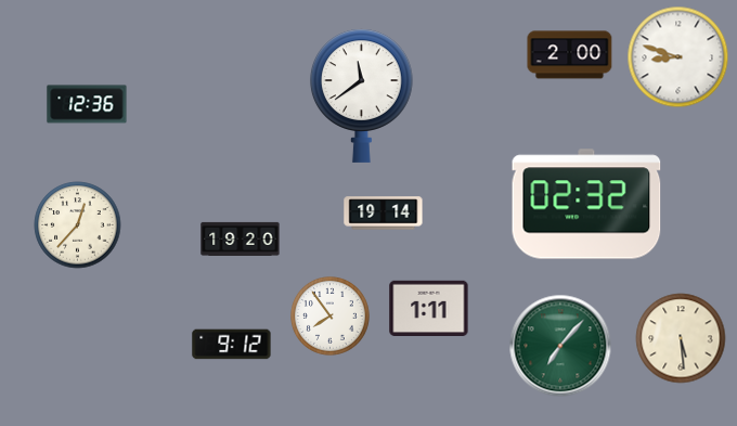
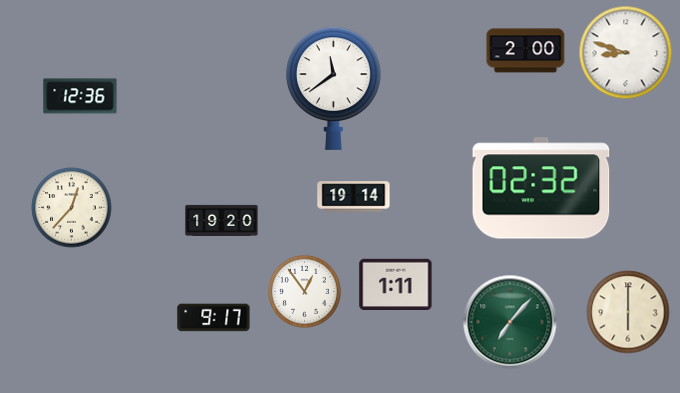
clock at (331, 317): 7:54 -> 12:54
clock at (681, 338): 5:29 -> 6:00
clock at (232, 345): 9:12 -> 9:17
clock at (560, 346) position: (560, 346) -> (510, 322)
